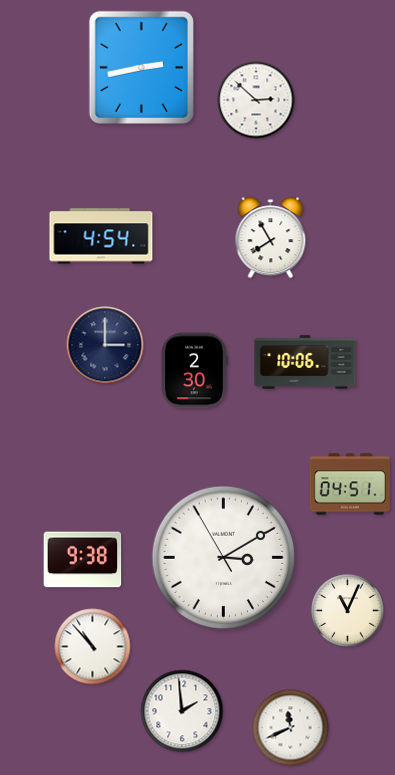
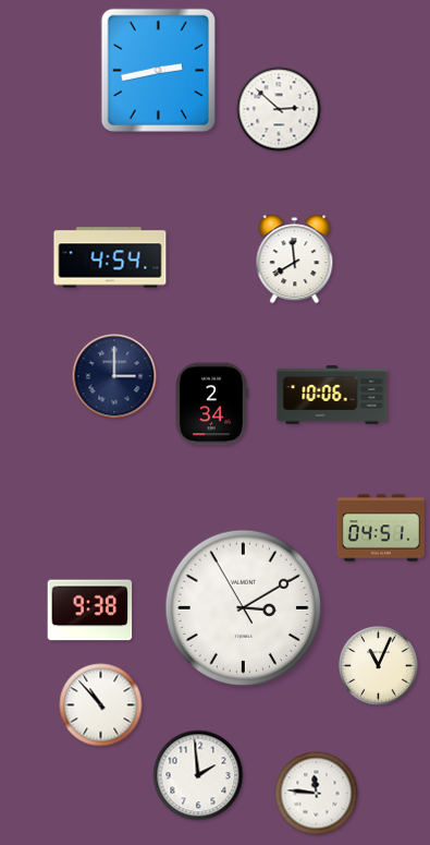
clock at (141, 67) position: (141, 67) -> (158, 70)
clock at (271, 238): 7:55 -> 7:59
clock at (194, 371): 2:30 -> 2:34
clock at (291, 728): 11:41 -> 11:46
